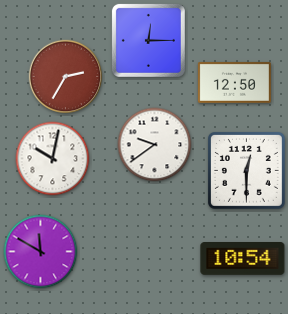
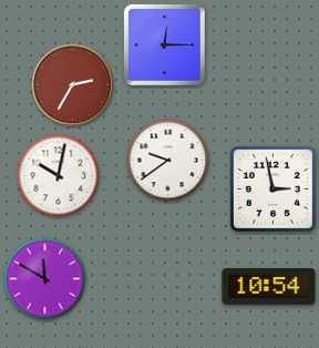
clock at (234, 82): 12:50 -> none
clock at (155, 145) position: (155, 145) -> (168, 161)
clock at (246, 170): 12:30 -> 2:58
